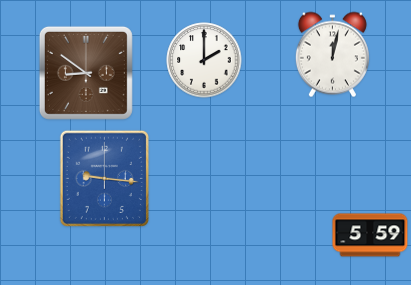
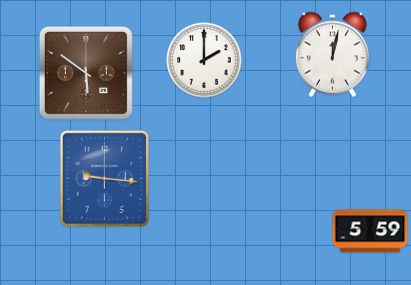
clock at (86, 73): 8:51 -> 5:51
clock at (370, 235) position: (370, 235) -> (370, 231)
